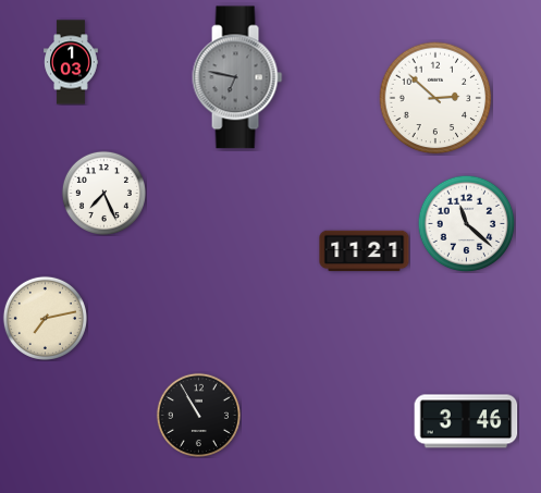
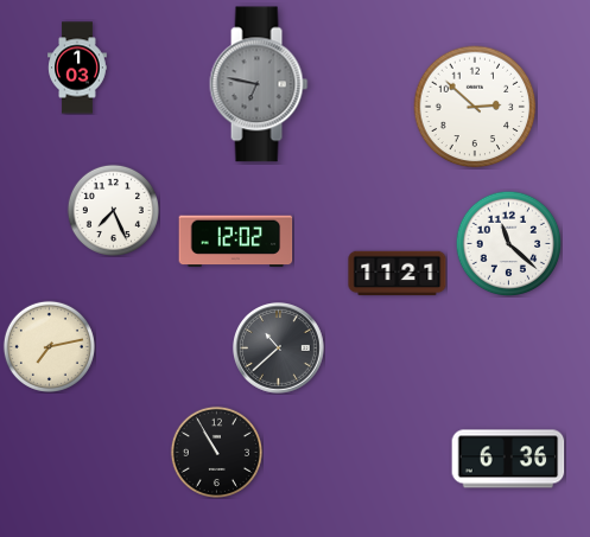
clock at (236, 242): none -> 12:02
clock at (279, 349): none -> 10:38
clock at (466, 421): 3:46 -> 6:36
